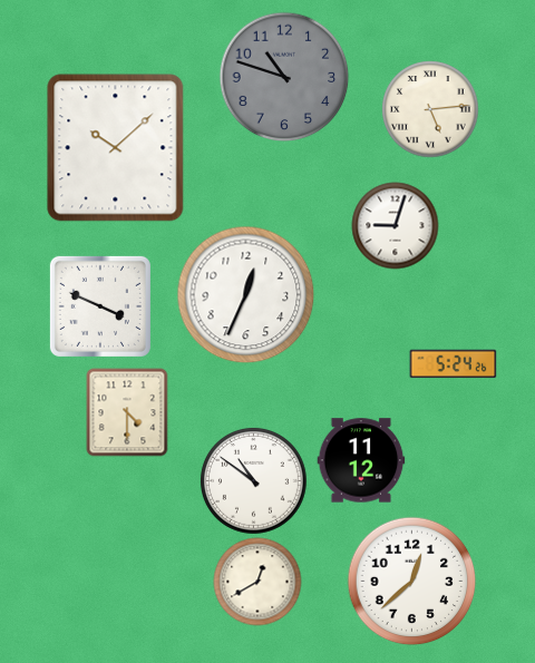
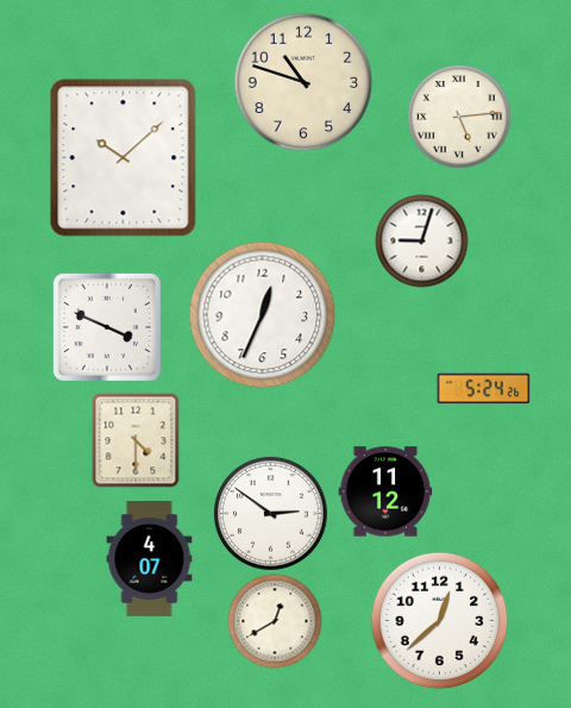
clock at (284, 77) dial: grey -> cream
clock at (254, 481): 10:51 -> 2:51
clock at (150, 559): none -> 4:07
